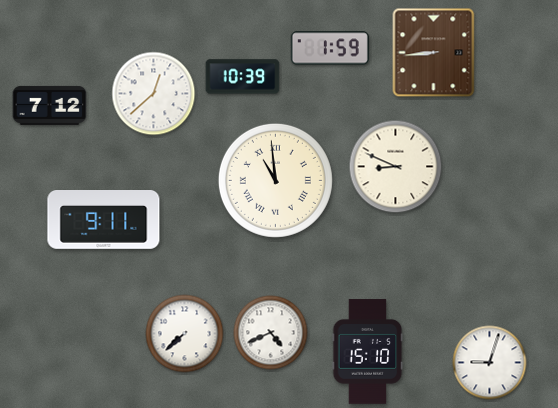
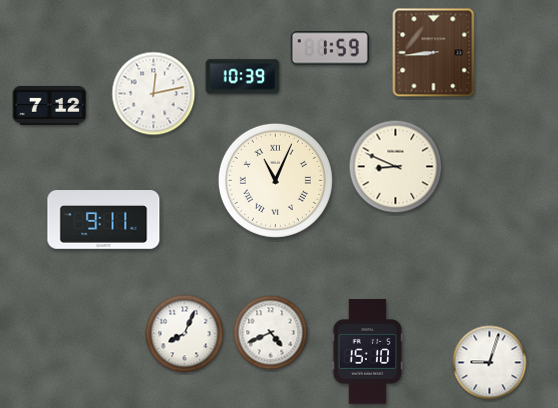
clock at (154, 94): 12:38 -> 12:13
clock at (275, 180): 10:59 -> 11:04
clock at (185, 334): 7:38 -> 8:04
